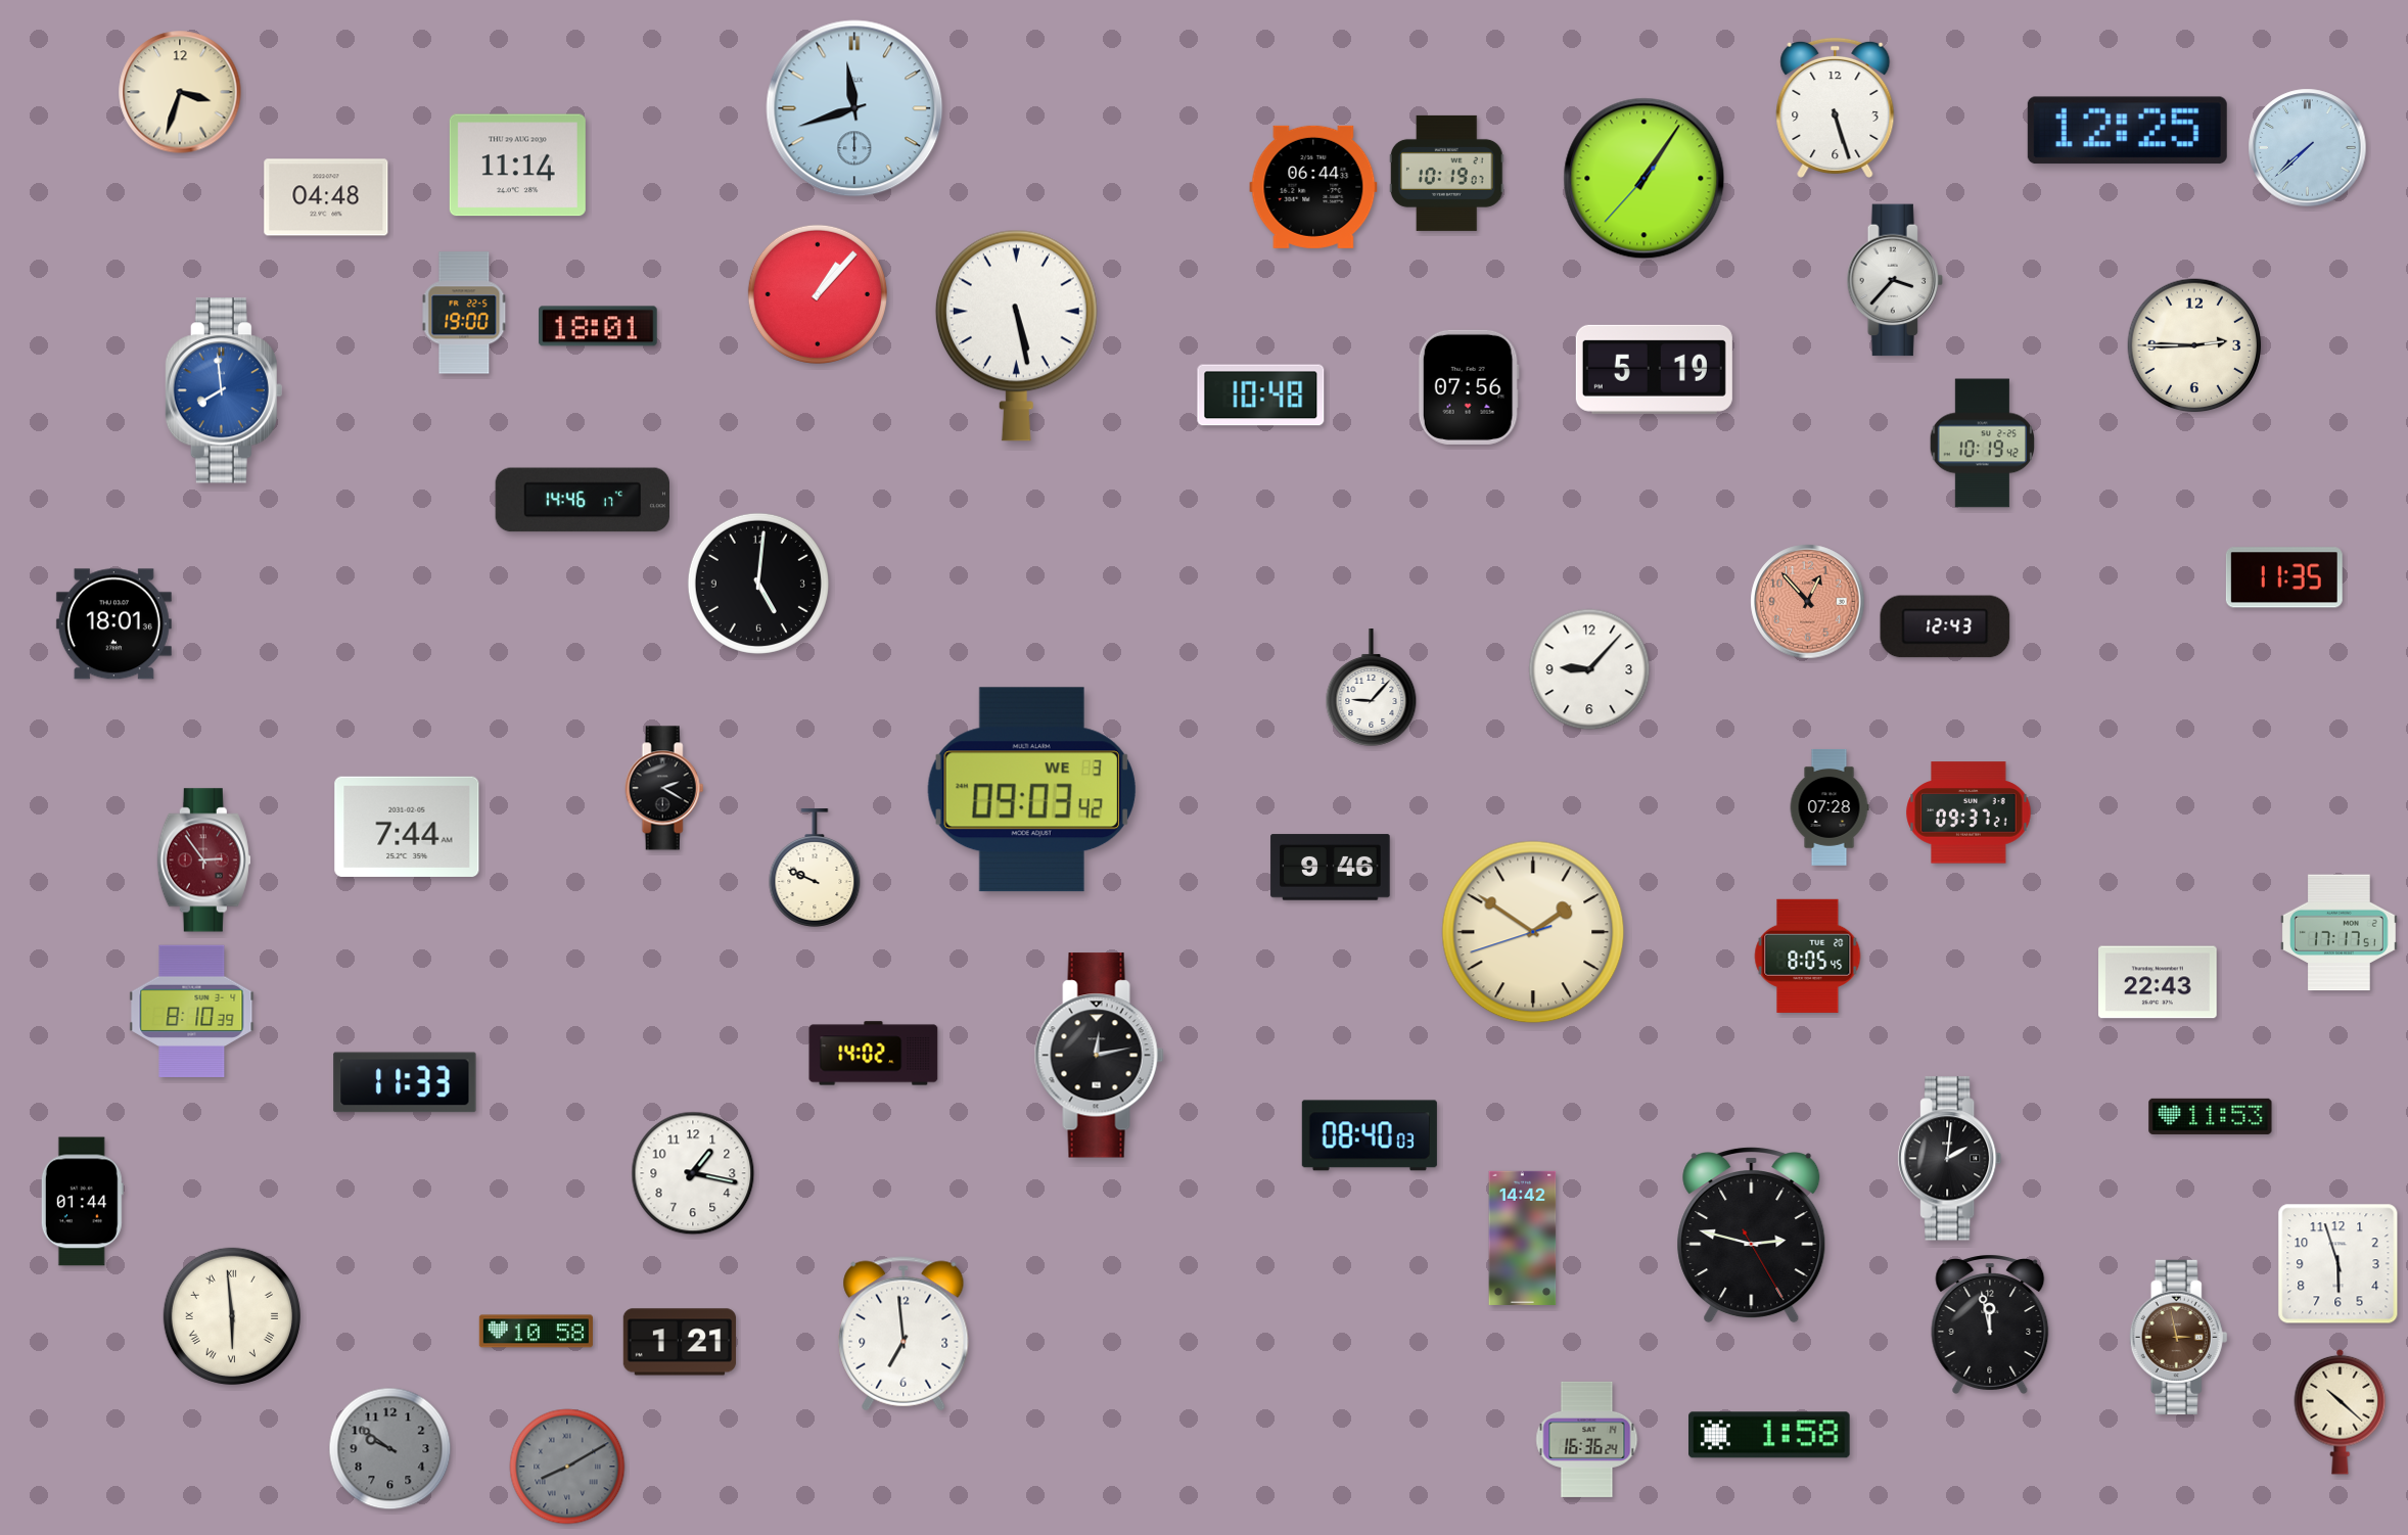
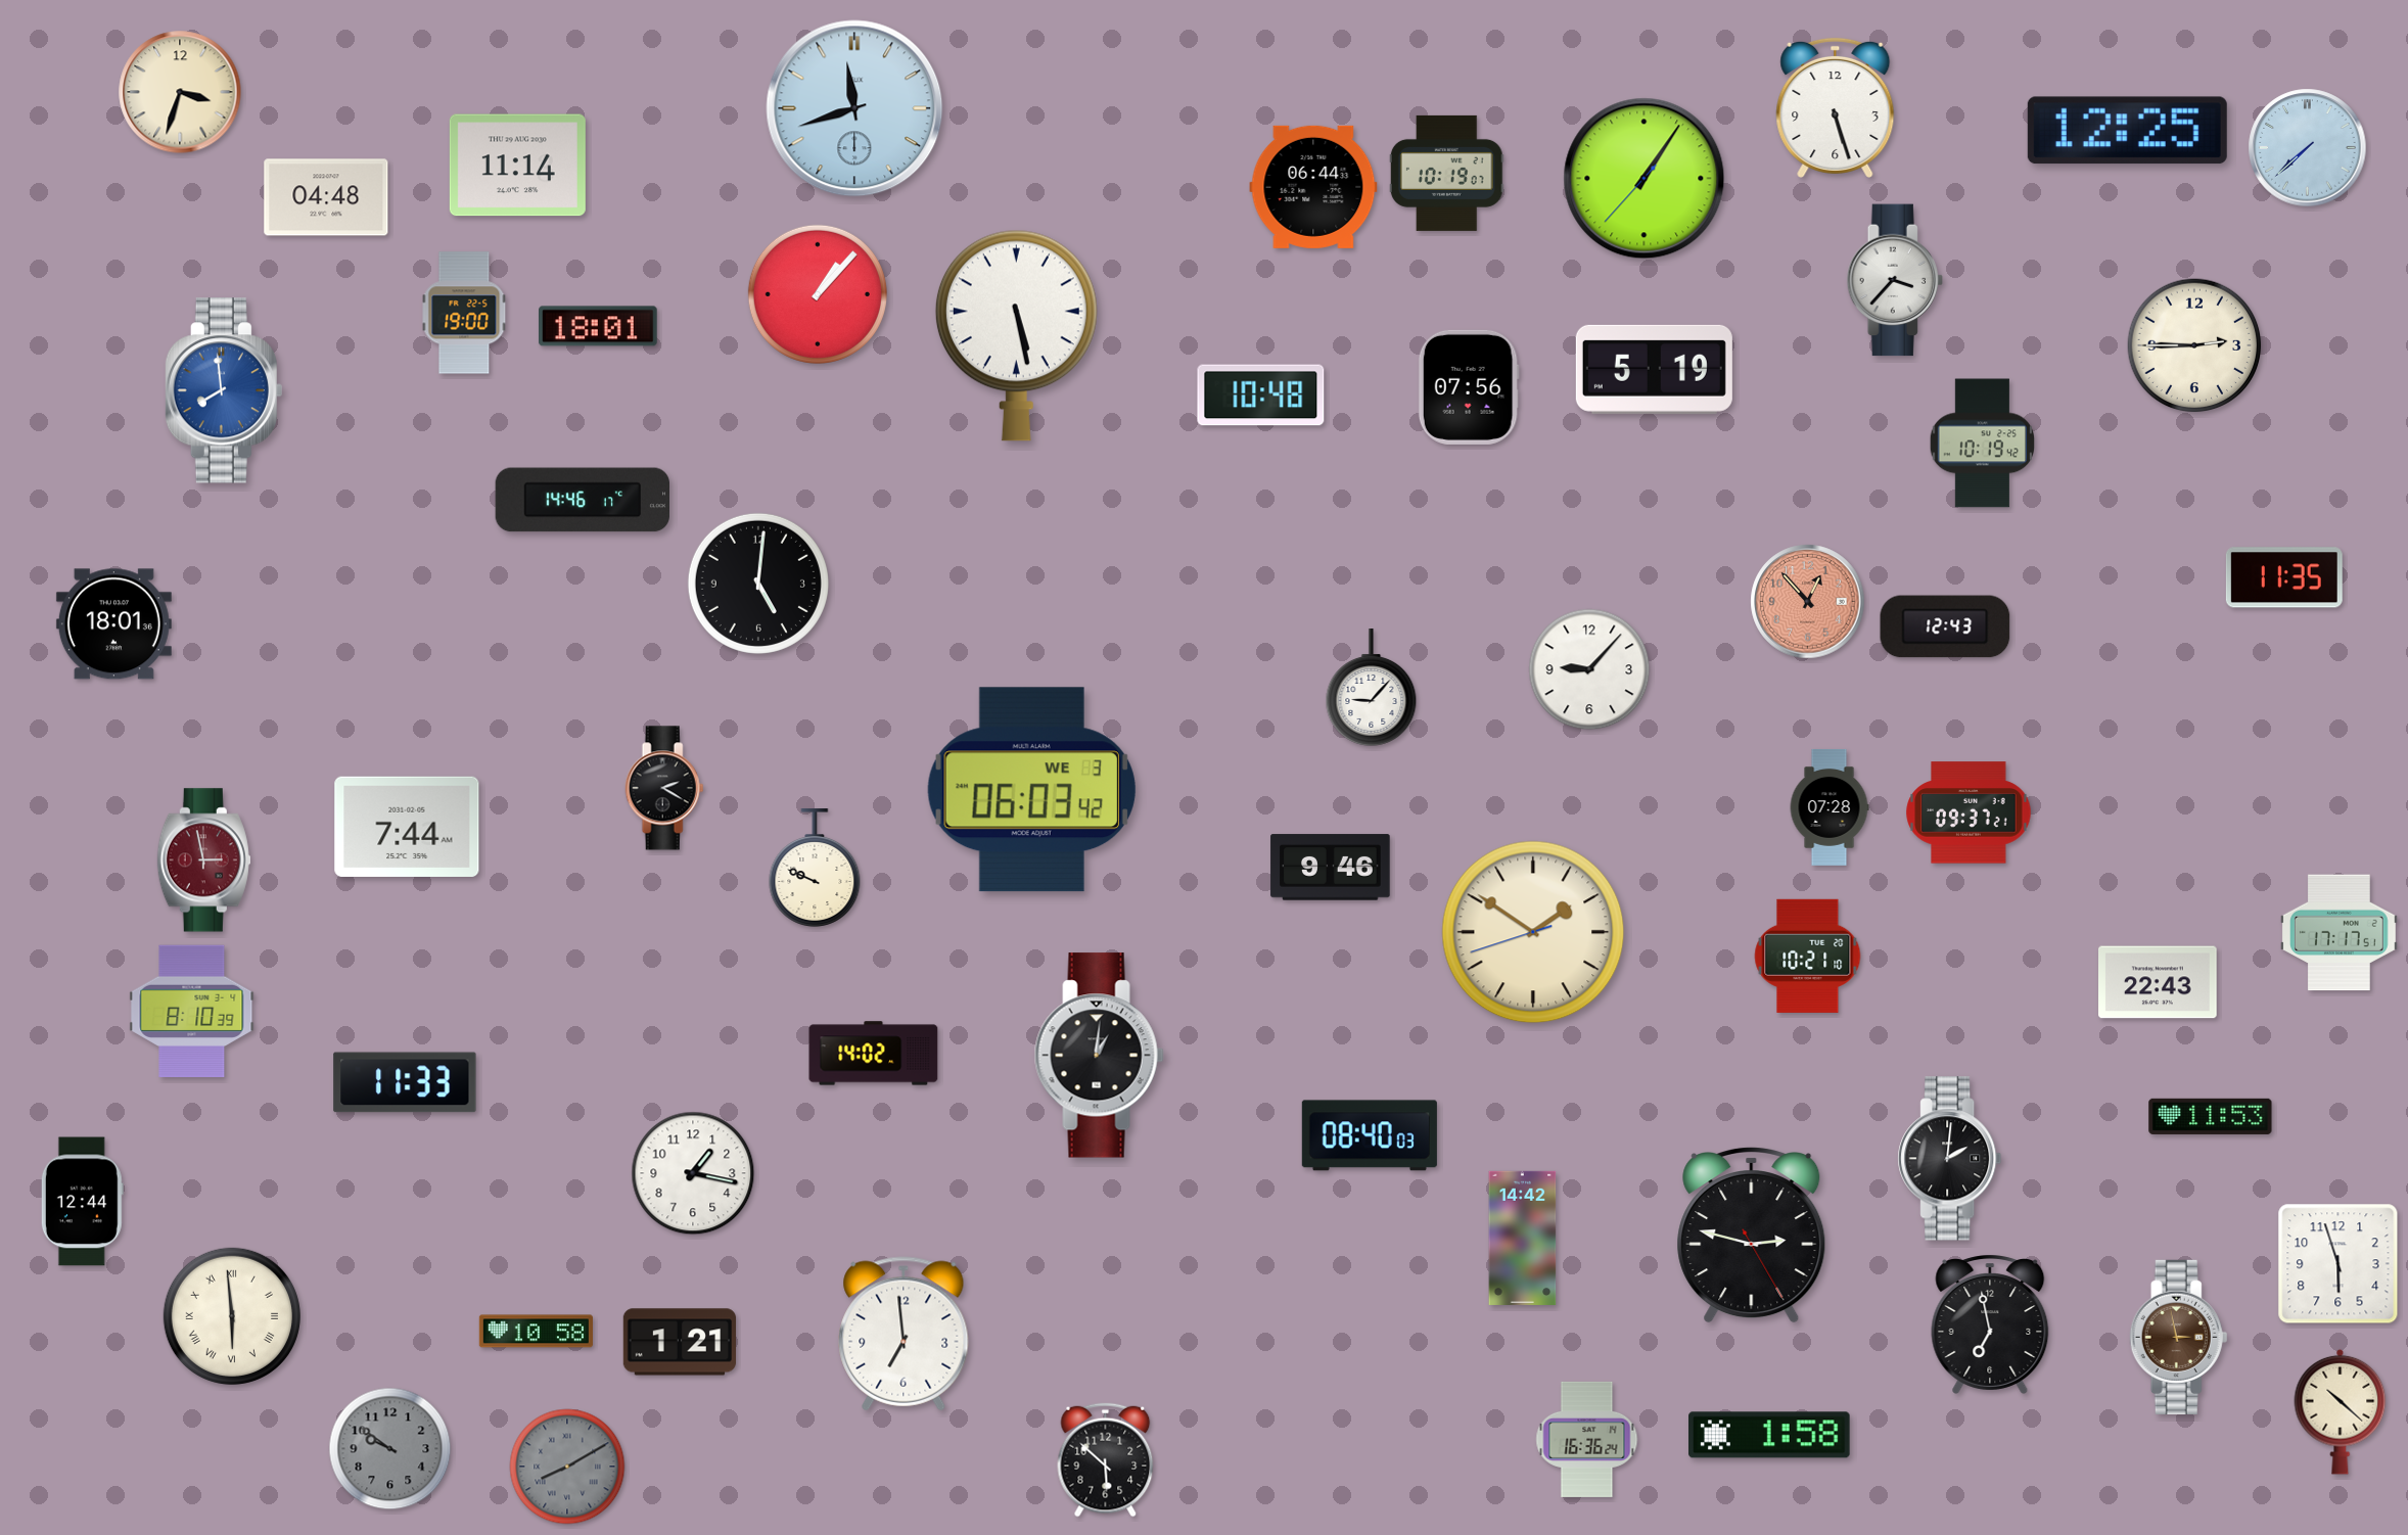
clock at (1031, 790): 09:03 -> 06:03
clock at (203, 860): 2:54 -> 2:58
clock at (1808, 956): 8:05 -> 10:21
clock at (1099, 1056): 12:13 -> 1:01
clock at (82, 1202): 01:44 -> 12:44
clock at (1990, 1324): 11:58 -> 6:58
clock at (1106, 1460): none -> 5:52
